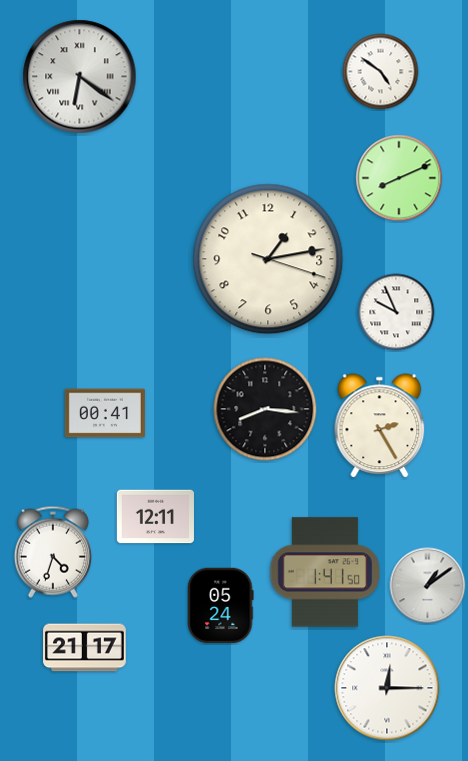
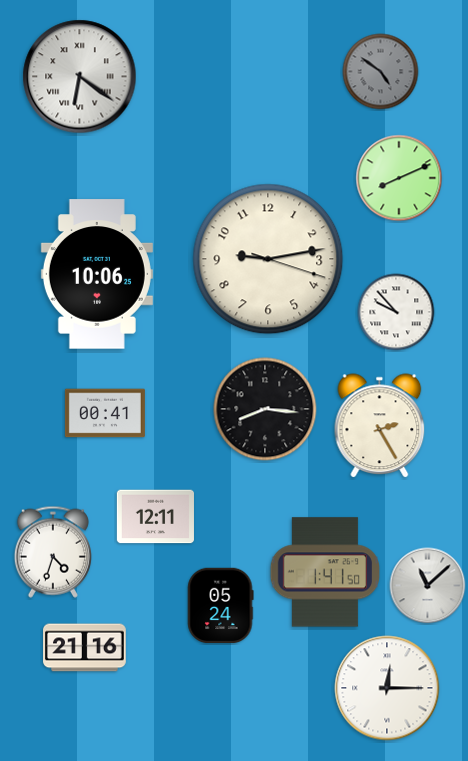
clock at (381, 72) dial: white -> grey
clock at (268, 259): 1:13 -> 9:13
clock at (97, 274): none -> 10:06
clock at (396, 312): 9:56 -> 9:53
clock at (428, 586): 1:09 -> 11:08
clock at (85, 648): 21:17 -> 21:16
